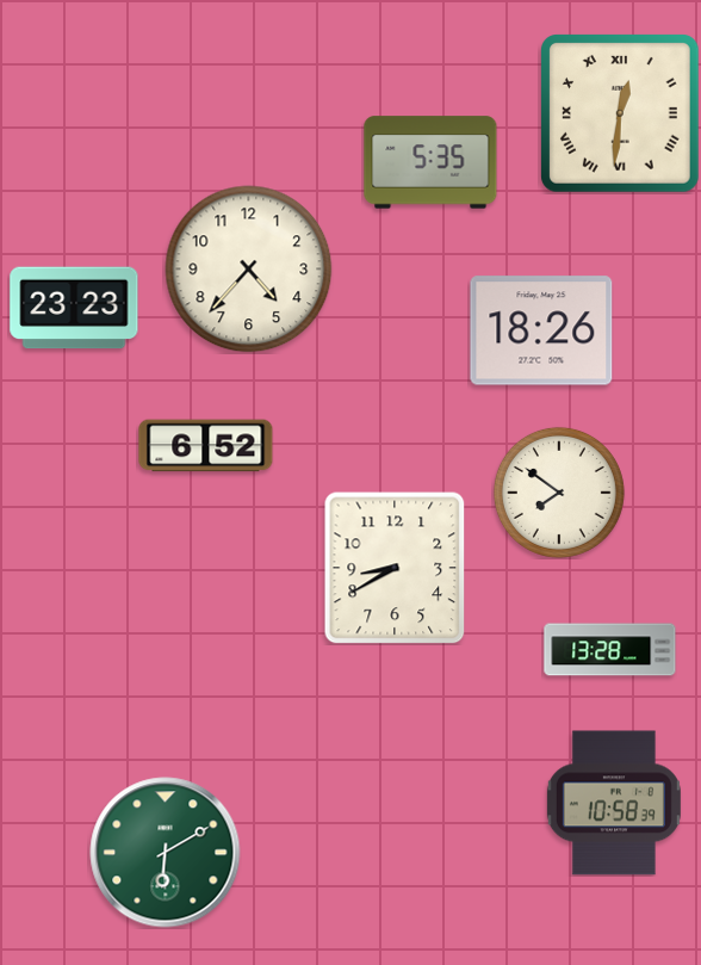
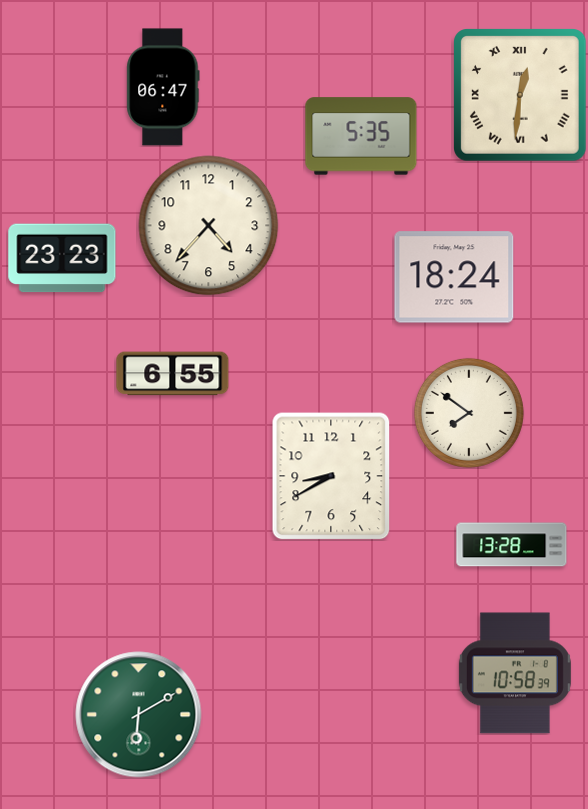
clock at (163, 87): none -> 06:47
clock at (541, 330): 18:26 -> 18:24
clock at (206, 446): 6:52 -> 6:55
